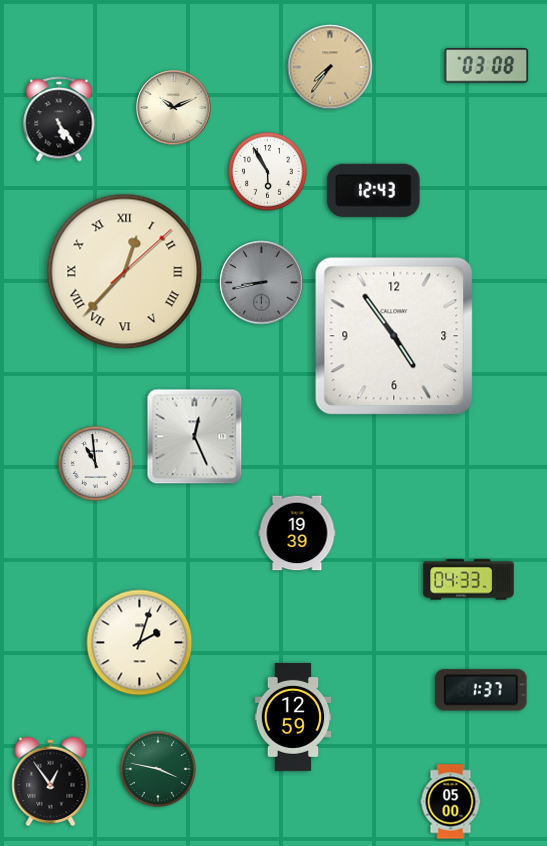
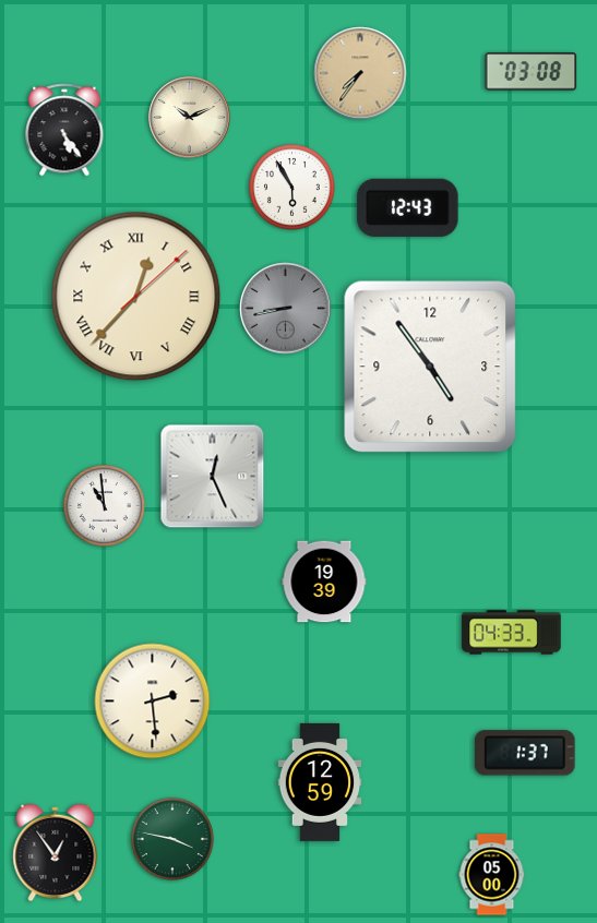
clock at (140, 643): 2:03 -> 2:29
